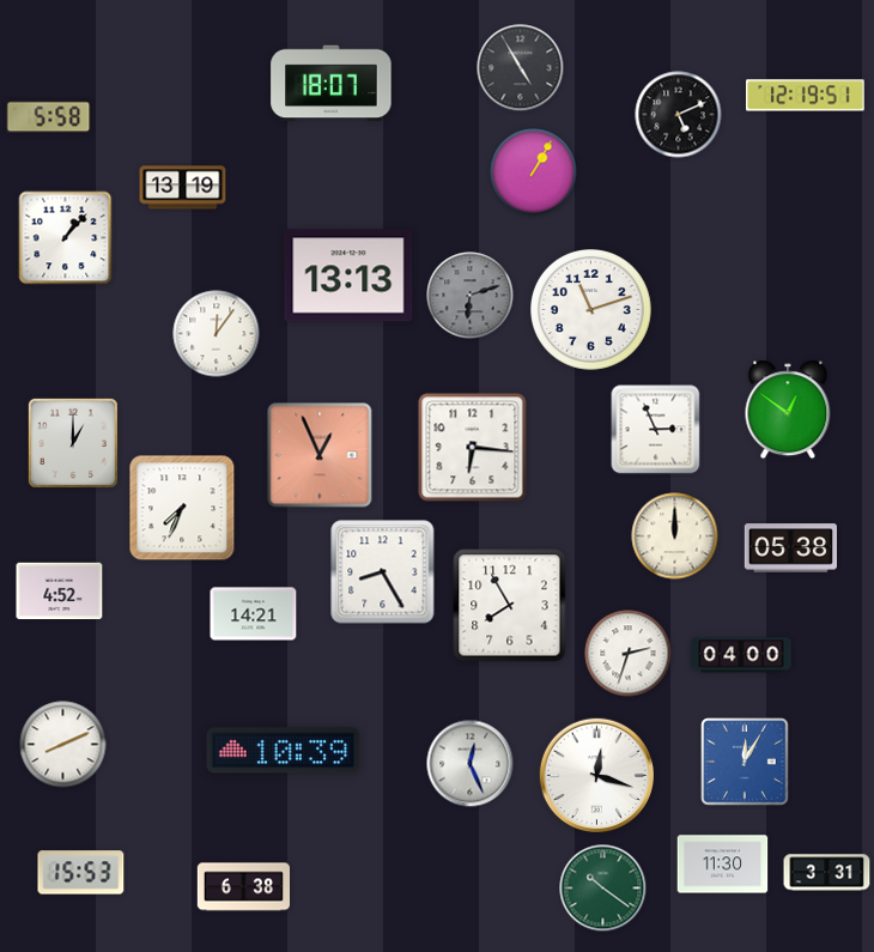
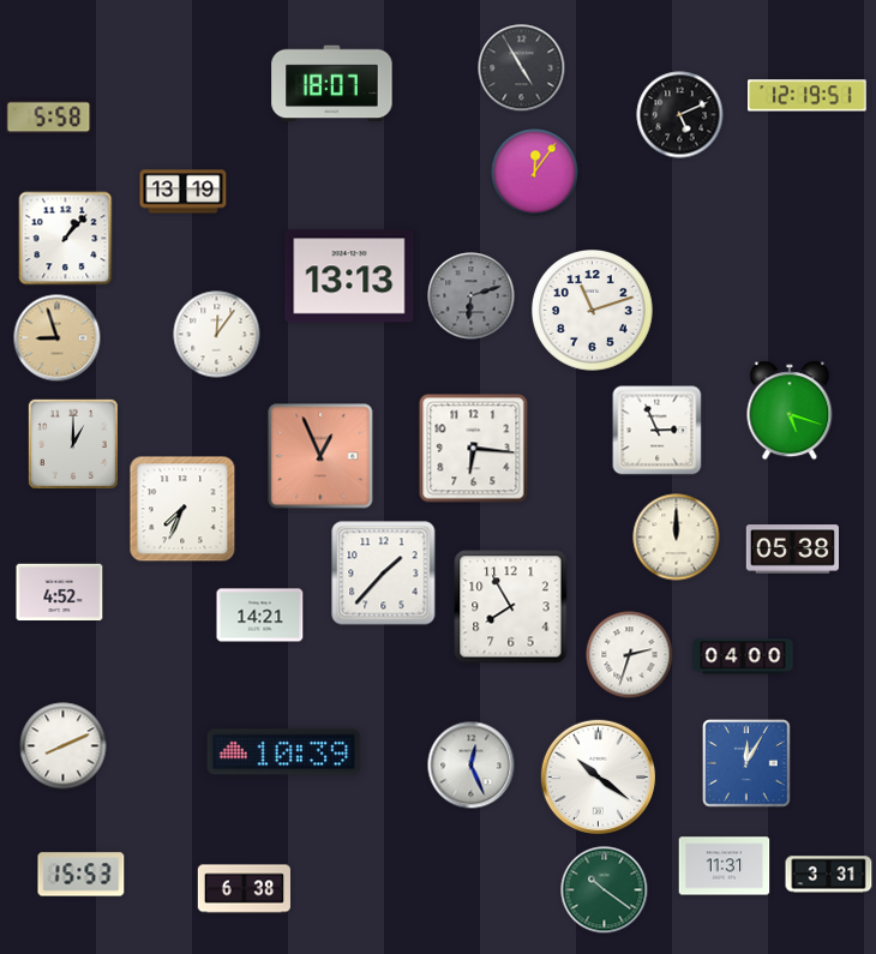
clock at (534, 172): 1:05 -> 12:06
clock at (183, 188) position: (183, 188) -> (184, 192)
clock at (58, 338): none -> 8:57
clock at (788, 410): 12:51 -> 5:18
clock at (383, 572): 8:25 -> 1:37
clock at (254, 614) position: (254, 614) -> (260, 616)
clock at (596, 775): 12:18 -> 10:21
clock at (723, 865): 11:30 -> 11:31
